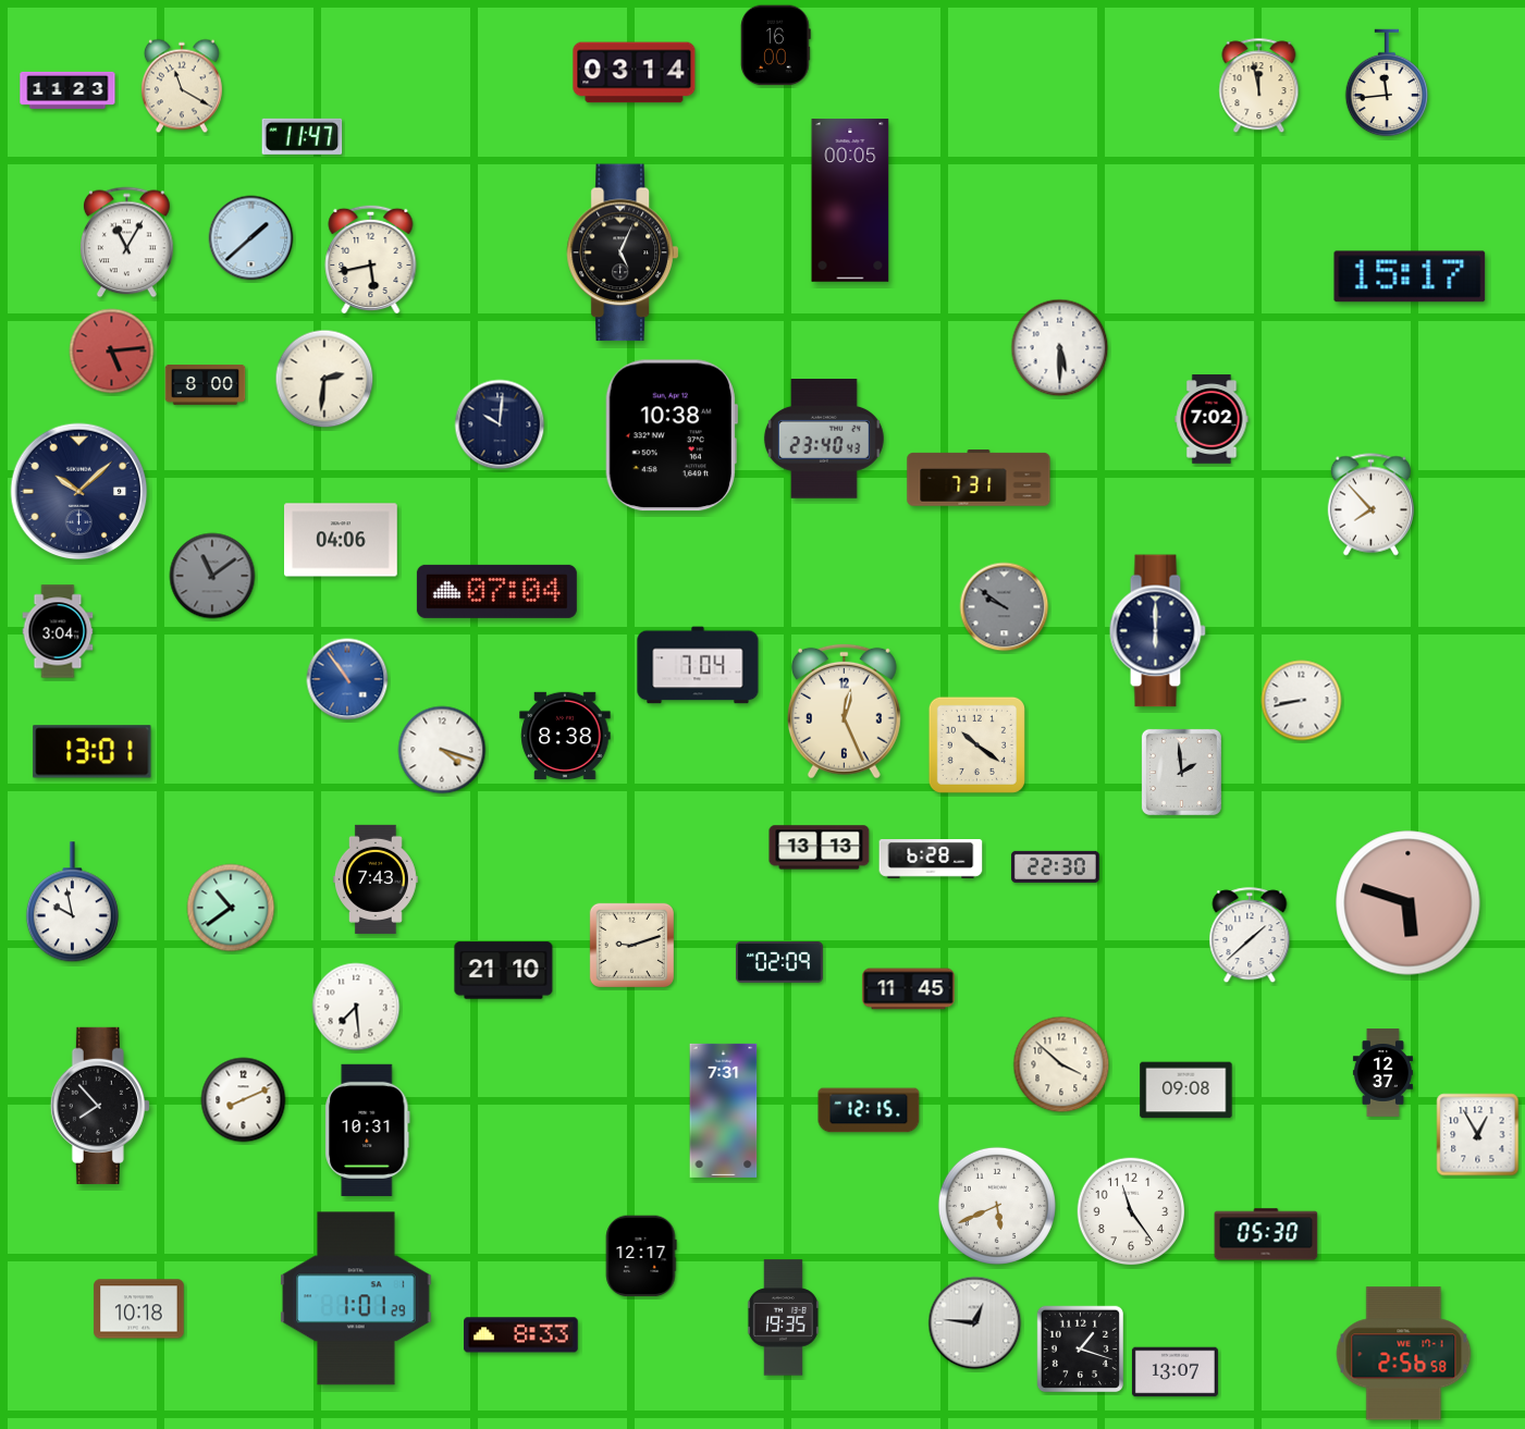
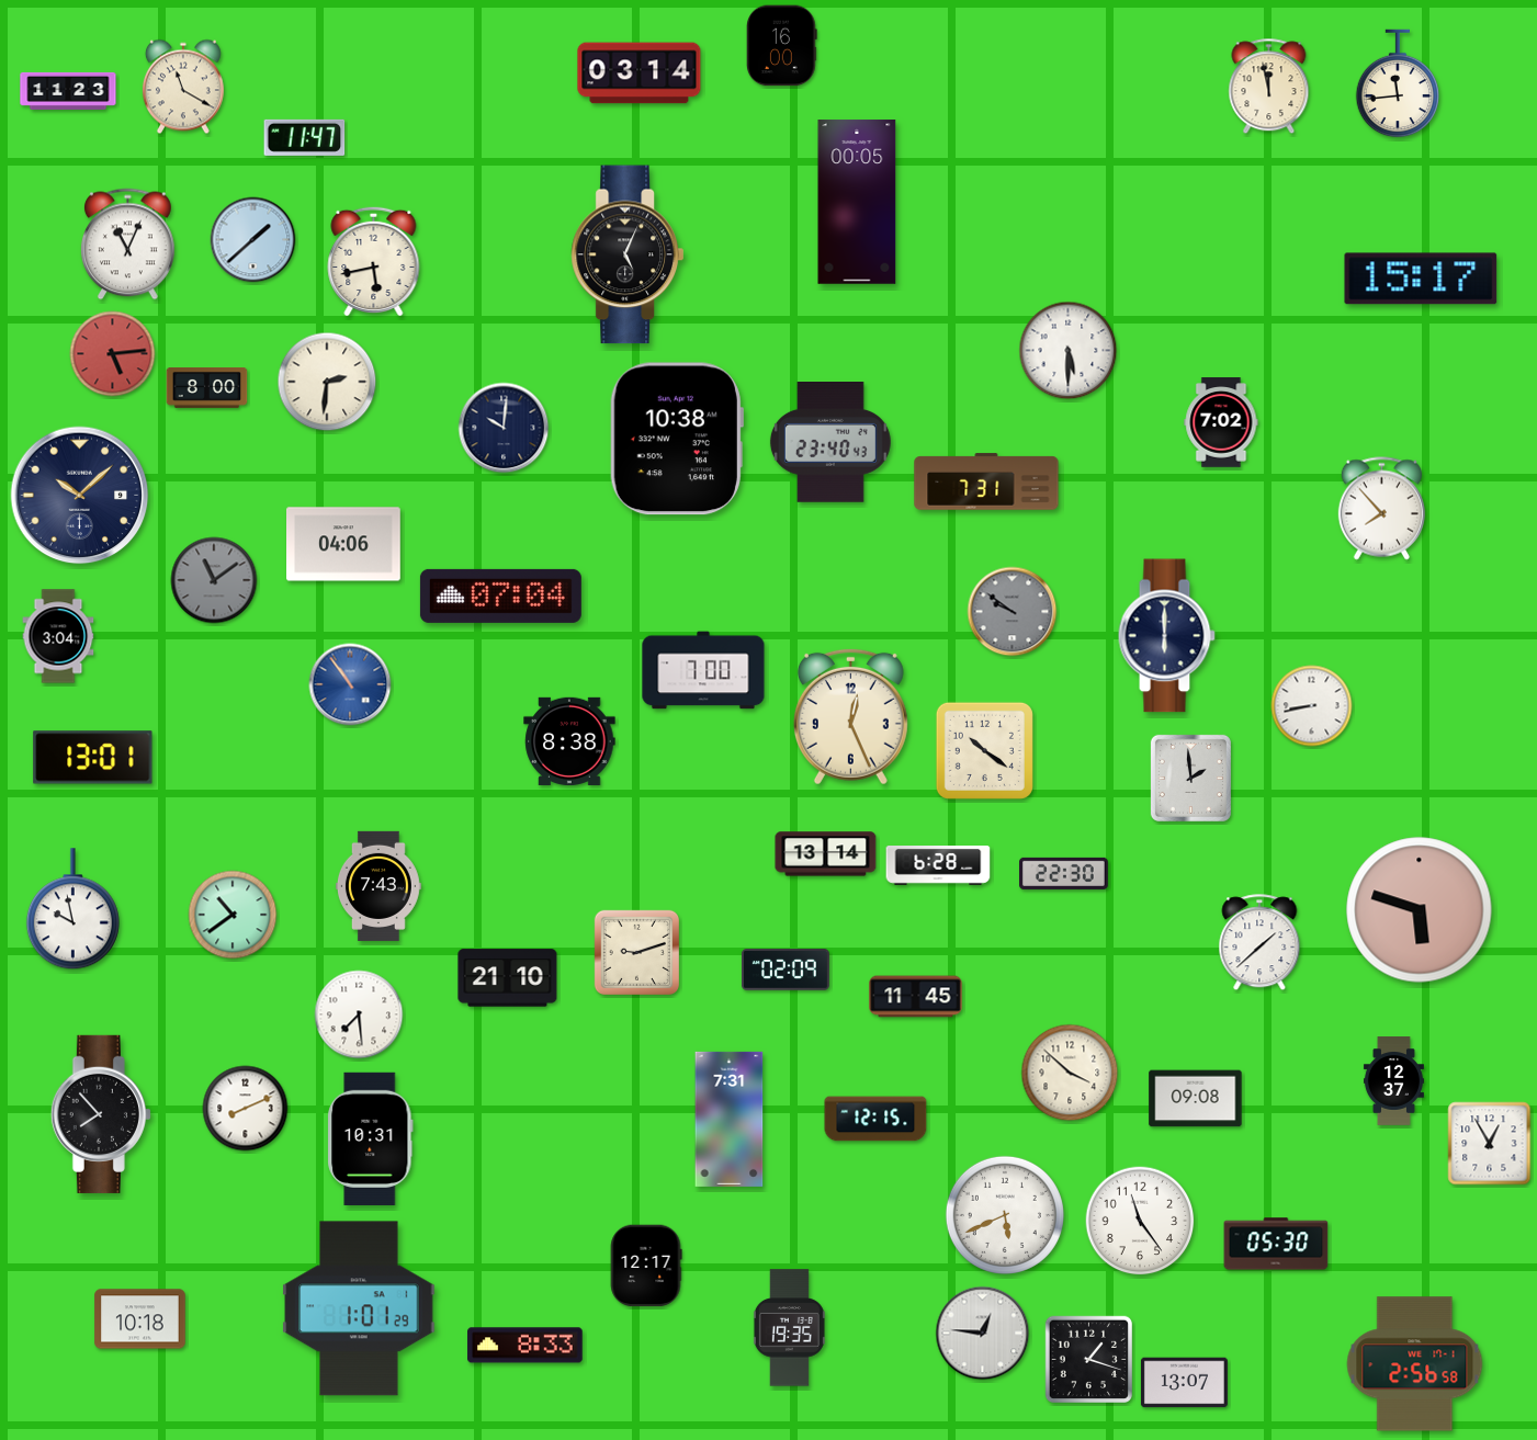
clock at (127, 243): 11:05 -> 11:04
clock at (698, 665): 7:04 -> 7:00
clock at (442, 750): 4:18 -> none
clock at (820, 848): 13:13 -> 13:14
